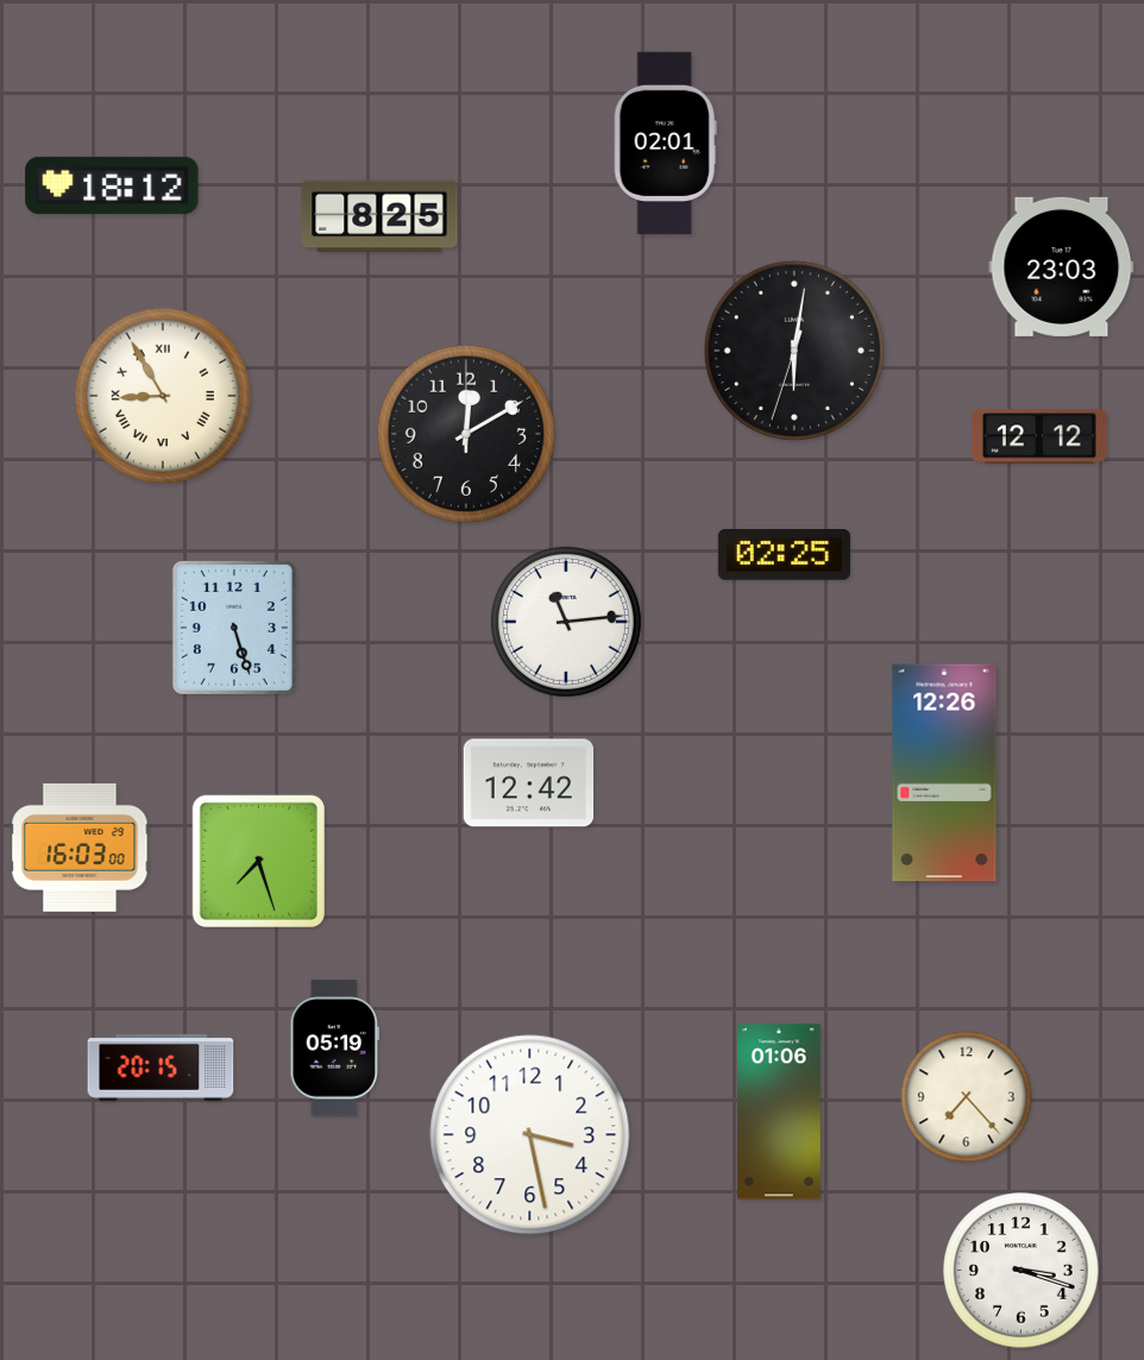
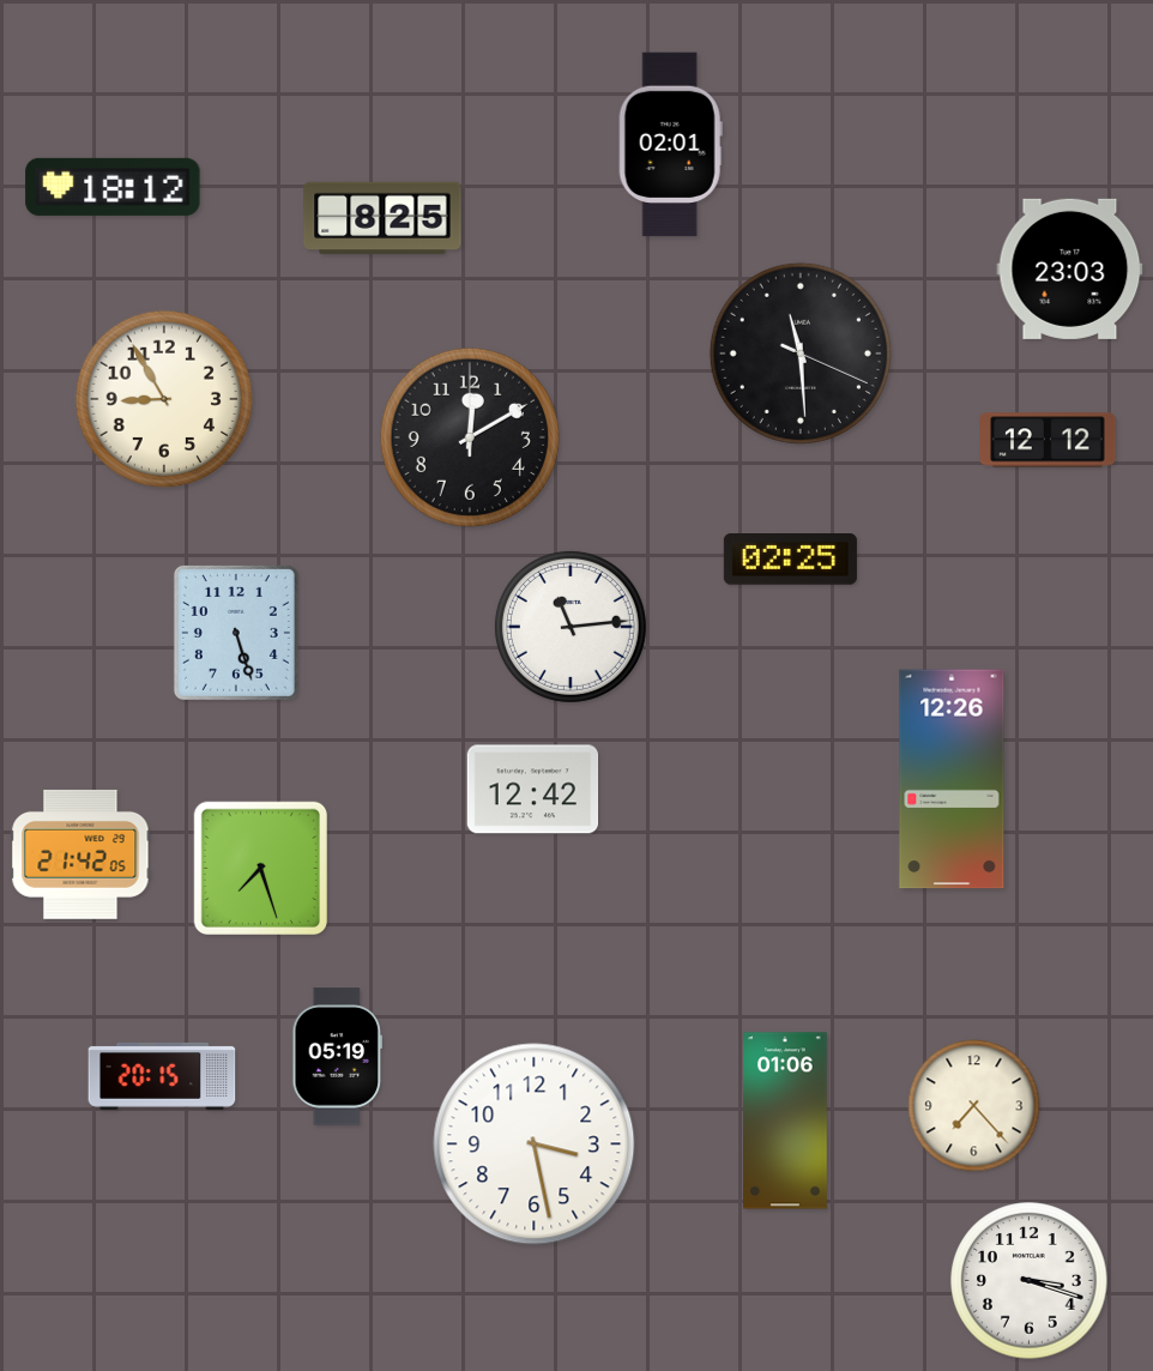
clock at (794, 351): 6:01 -> 11:29
clock at (163, 396) numerals: Roman -> Arabic
clock at (80, 848): 16:03 -> 21:42
